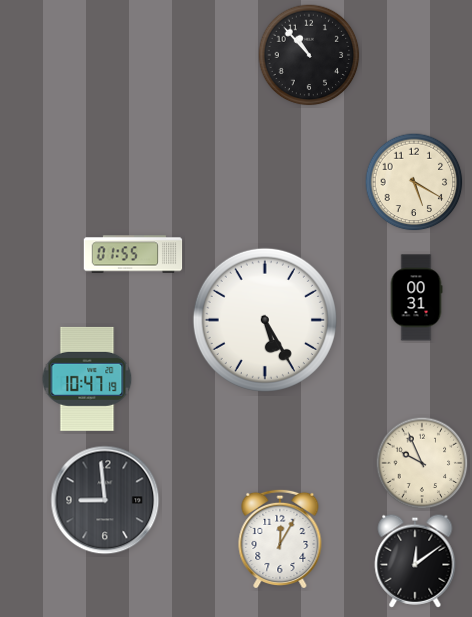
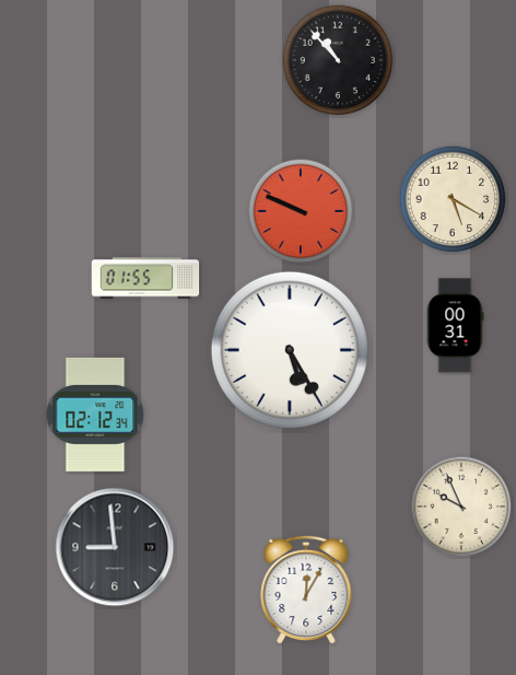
clock at (301, 211): none -> 9:49
clock at (87, 379): 10:47 -> 02:12
clock at (415, 561): 12:09 -> none
